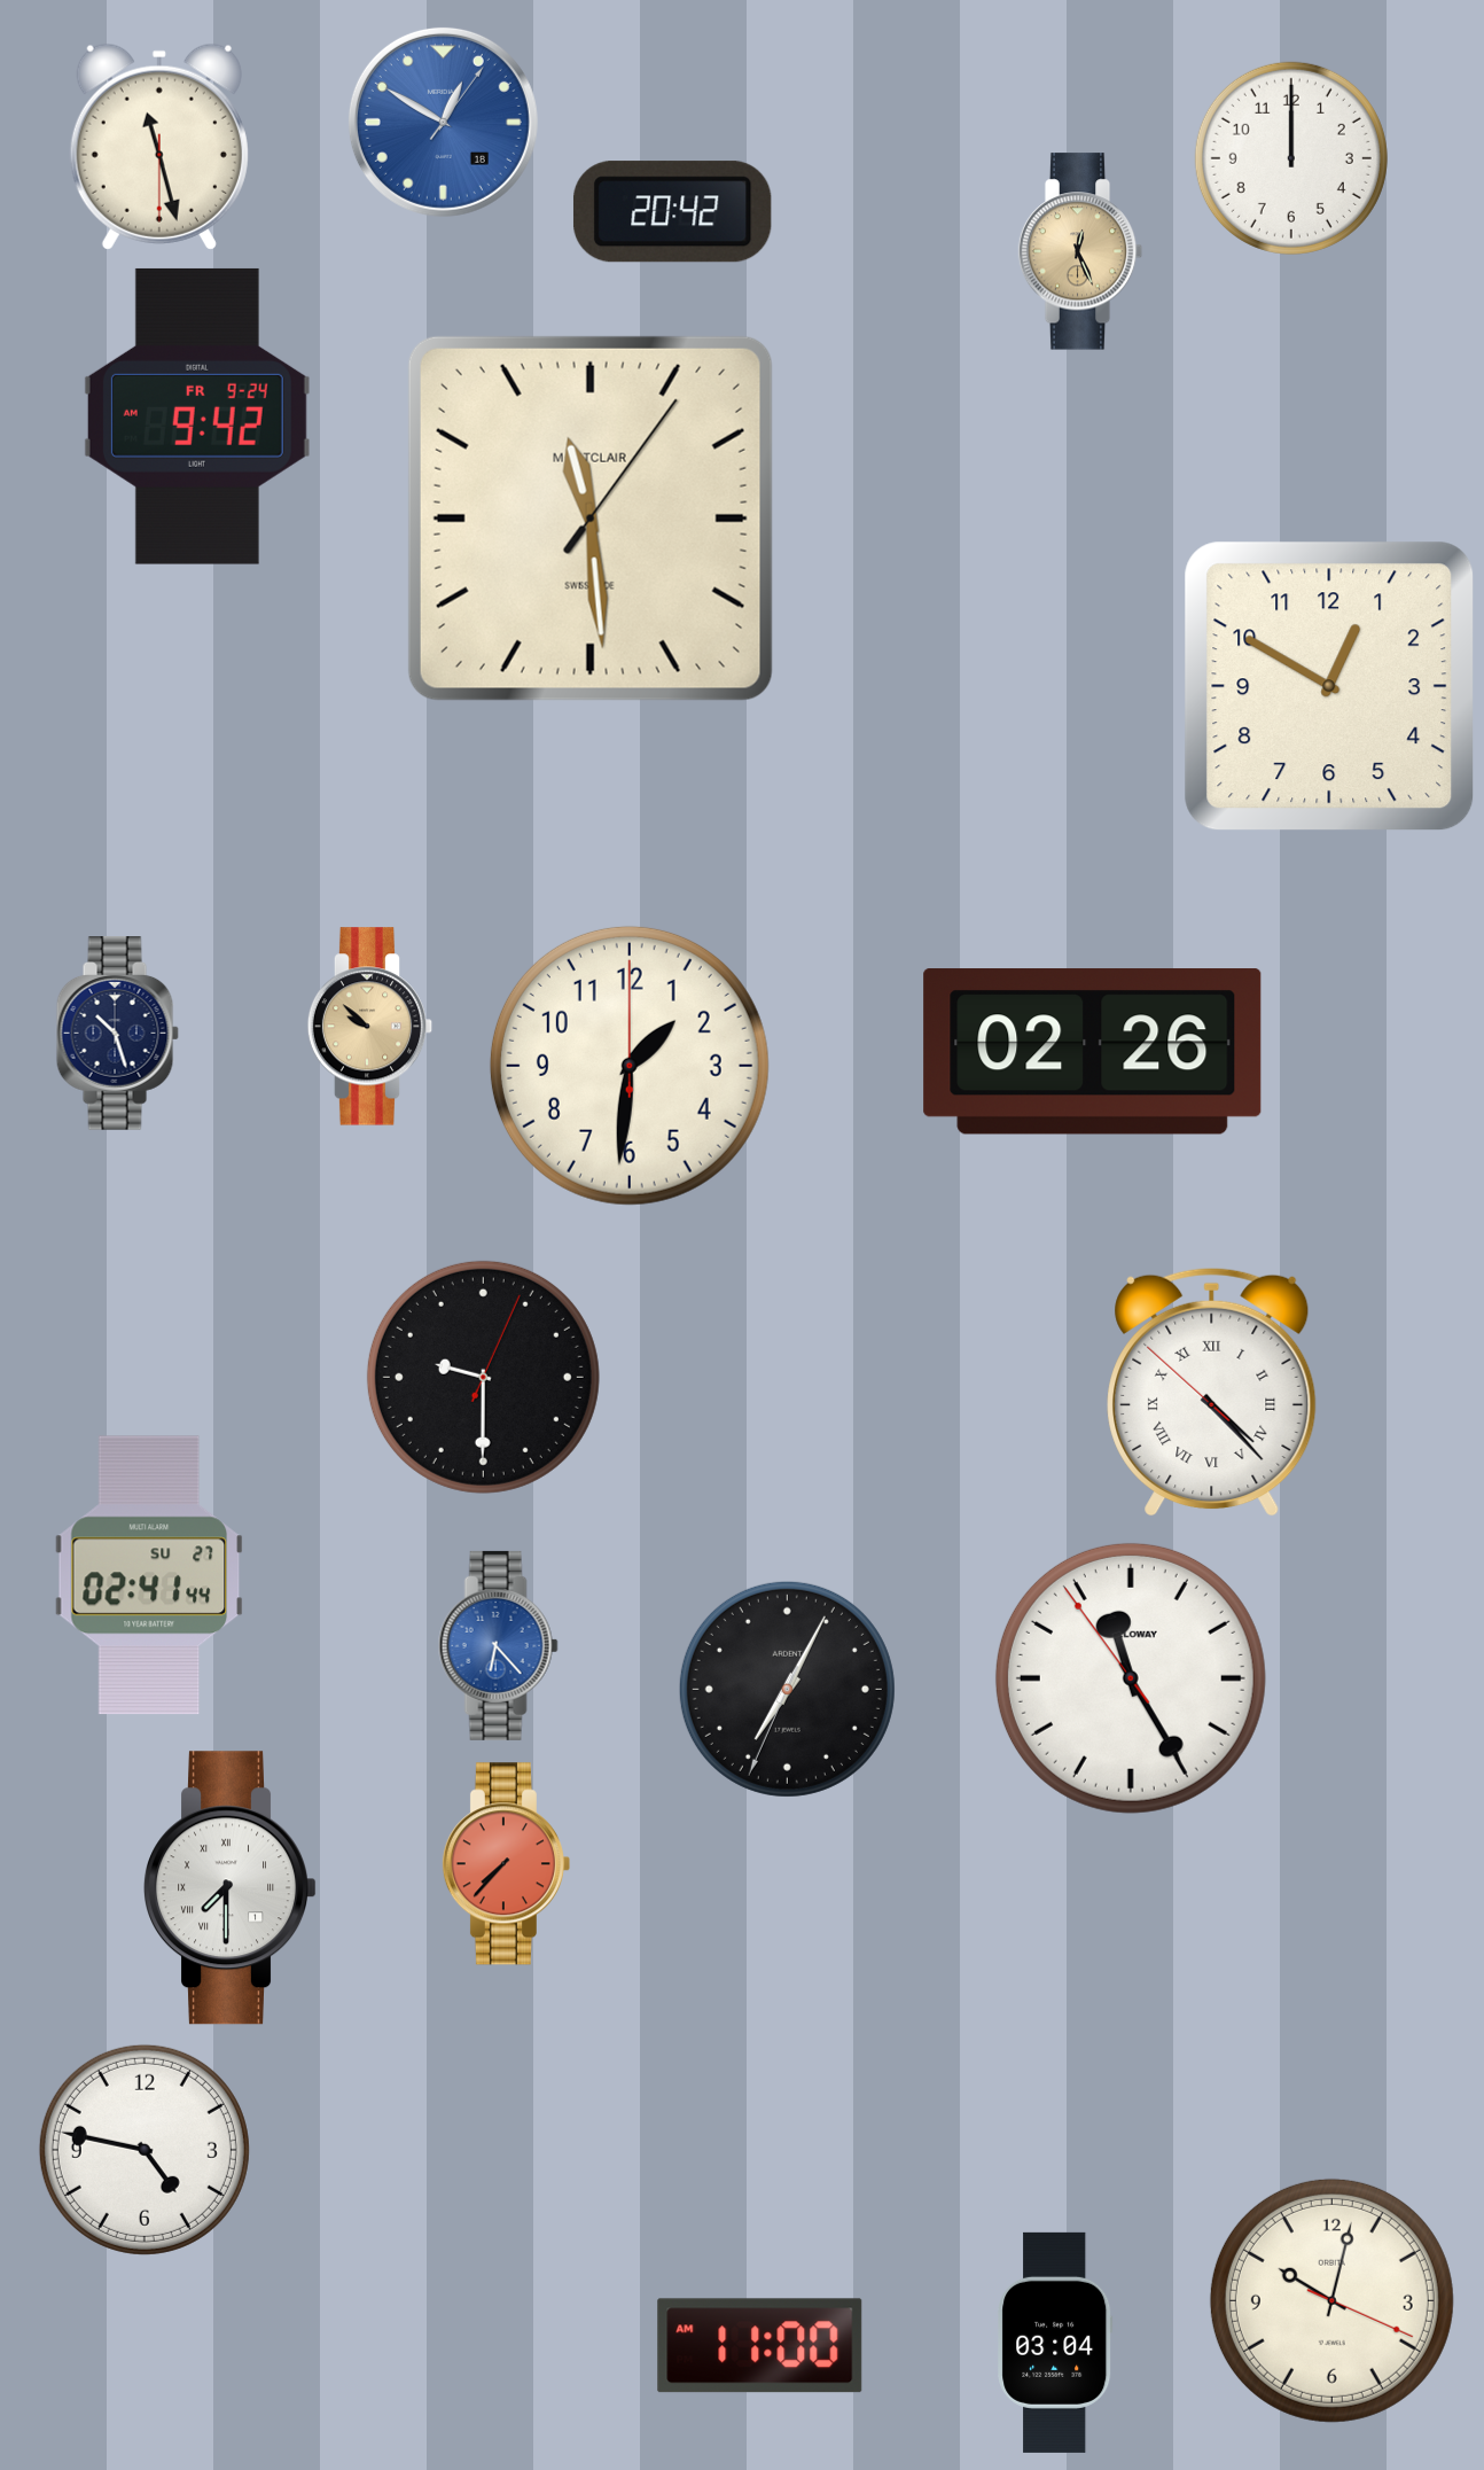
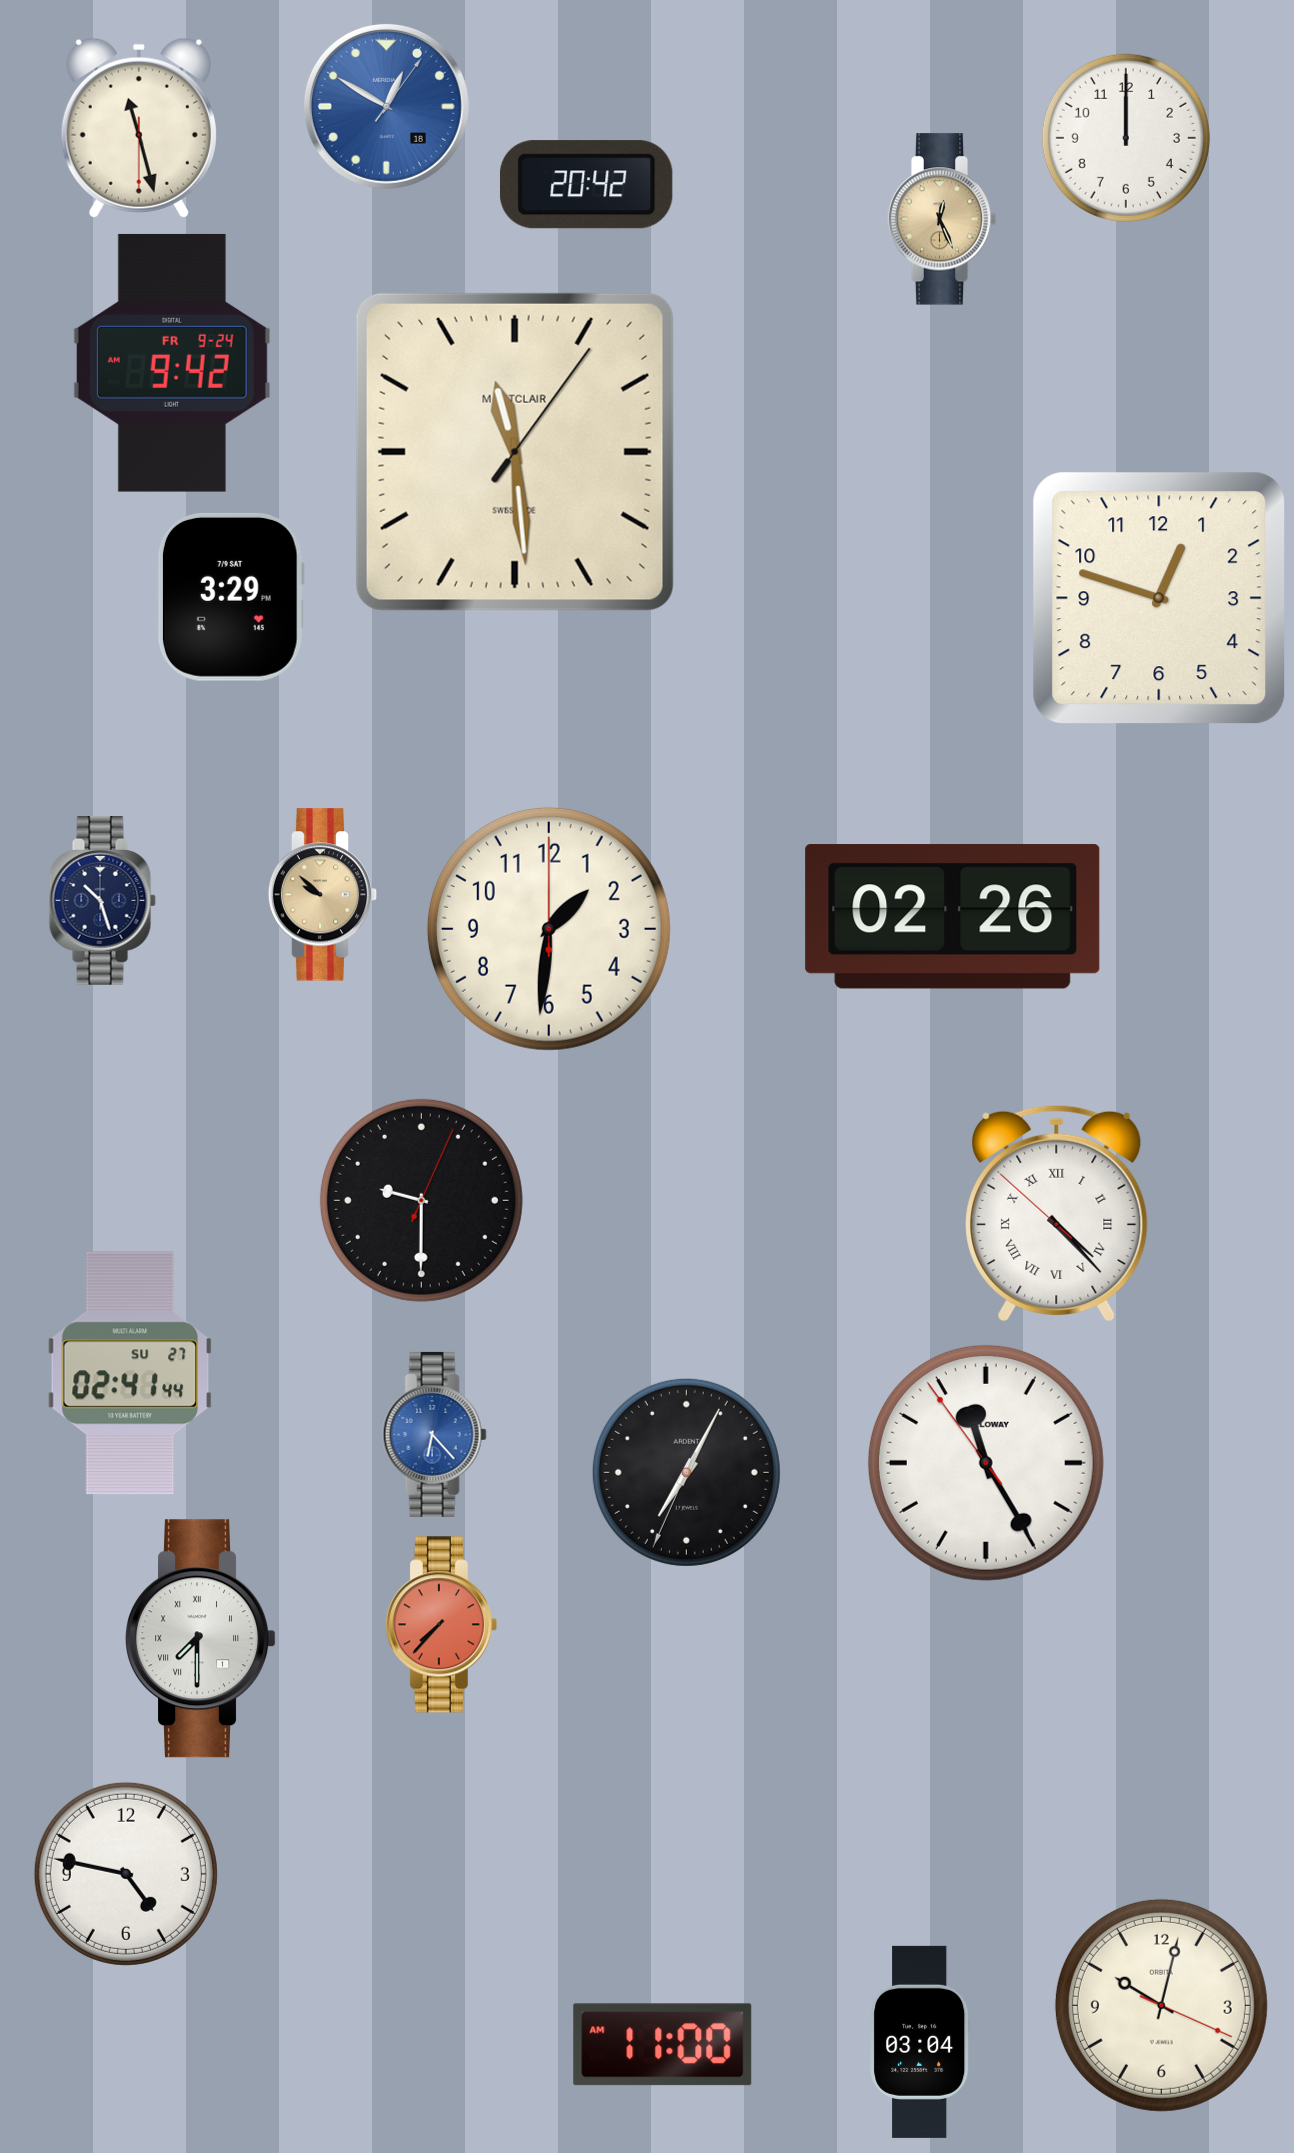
clock at (231, 597): none -> 3:29
clock at (1329, 686): 12:50 -> 12:48
clock at (229, 1888) position: (229, 1888) -> (200, 1639)
